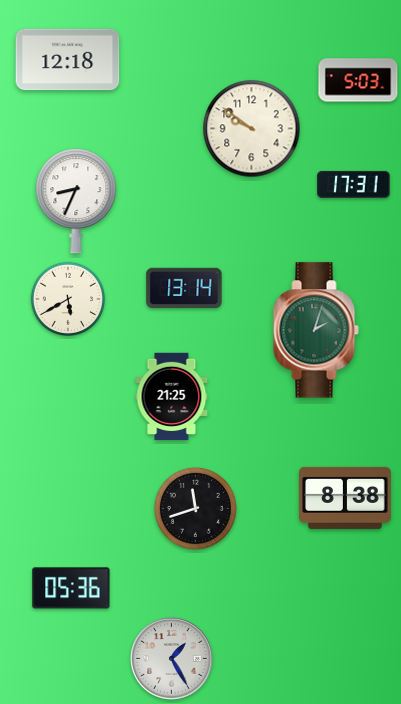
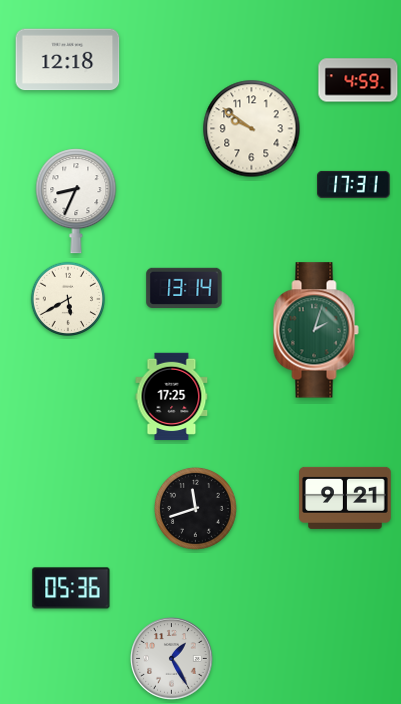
clock at (358, 80): 5:03 -> 4:59
clock at (172, 397): 21:25 -> 17:25
clock at (346, 498): 8:38 -> 9:21
